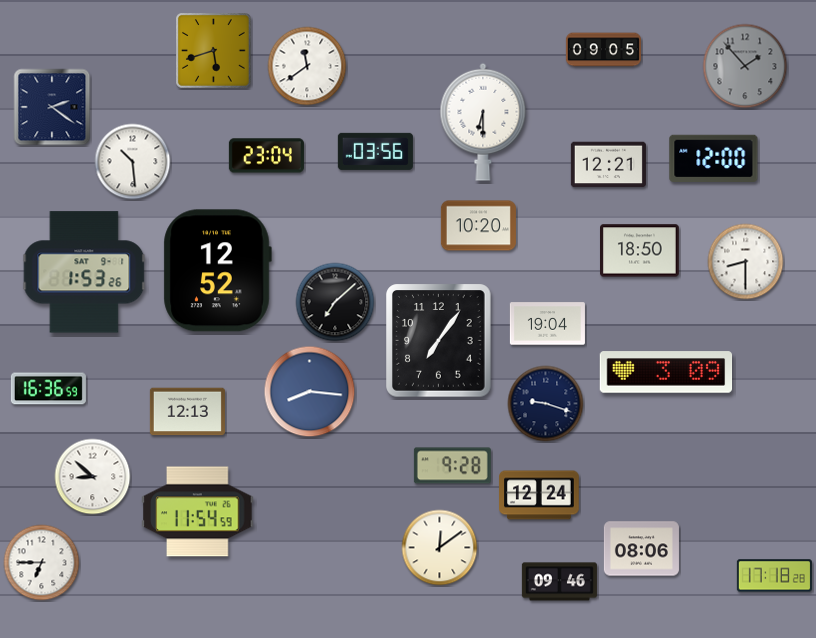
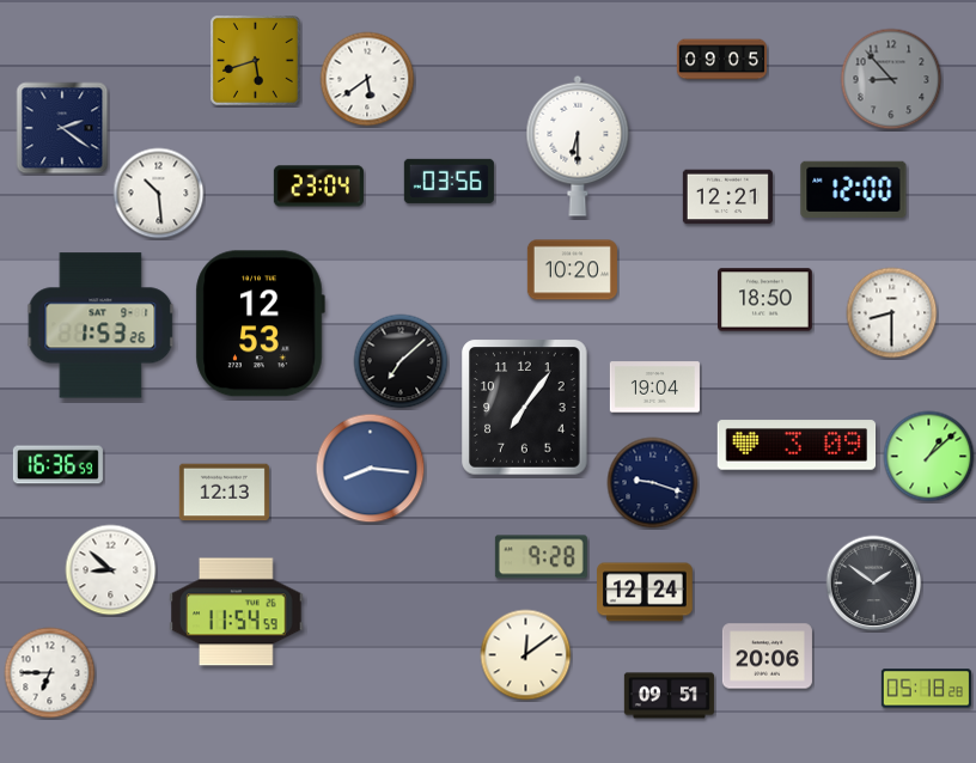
clock at (307, 66): 11:39 -> 5:39
clock at (745, 66): 1:53 -> 8:53
clock at (217, 271): 12:52 -> 12:53
clock at (929, 457): none -> 1:08
clock at (874, 584): none -> 1:51
clock at (641, 549): 08:06 -> 20:06
clock at (774, 576): 17:18 -> 05:18
clock at (559, 582): 09:46 -> 09:51
